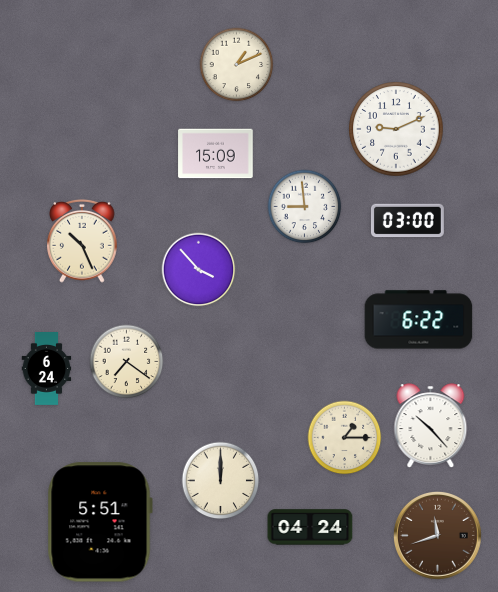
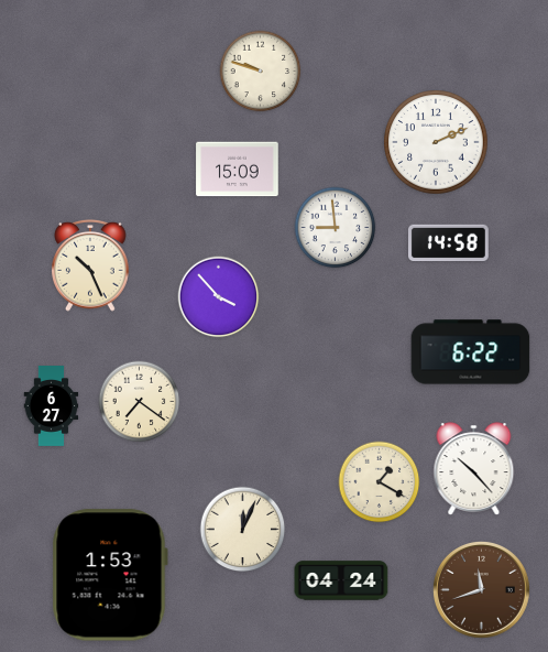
clock at (237, 65): 1:11 -> 9:48
clock at (396, 129): 9:11 -> 2:11
clock at (407, 221): 03:00 -> 14:58
clock at (419, 320) position: (419, 320) -> (471, 352)
clock at (127, 362) position: (127, 362) -> (140, 402)
clock at (47, 369): 6:24 -> 6:27
clock at (345, 438): 1:15 -> 1:20
clock at (221, 481): 12:00 -> 12:04
clock at (100, 522): 5:51 -> 1:53
